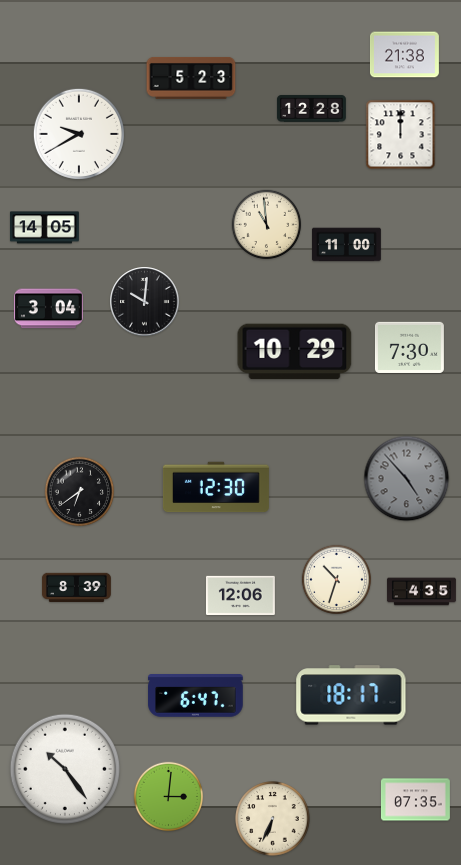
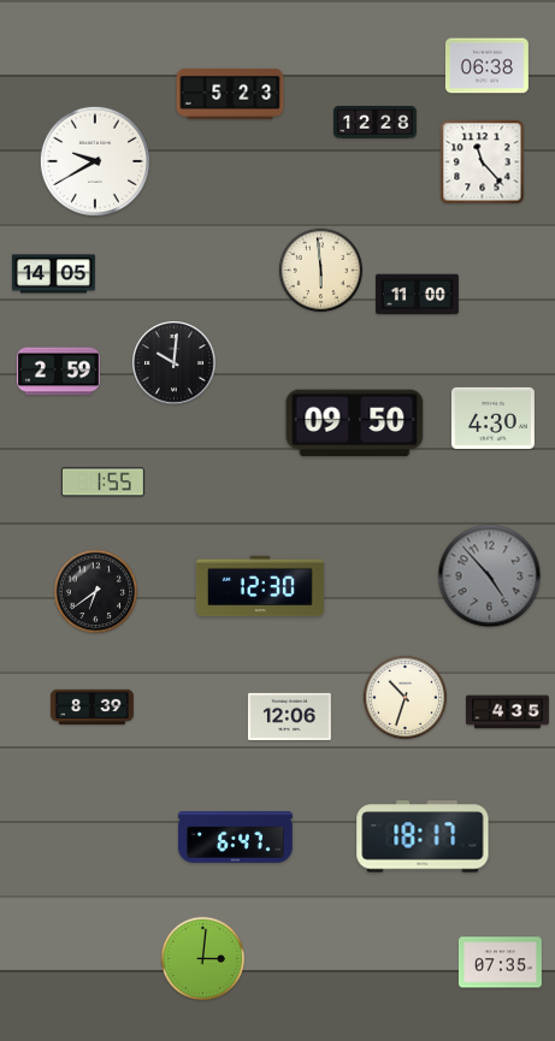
clock at (404, 55): 21:38 -> 06:38
clock at (311, 108) position: (311, 108) -> (374, 122)
clock at (401, 135): 12:00 -> 11:23
clock at (267, 225): 10:59 -> 5:59
clock at (48, 309): 3:04 -> 2:59
clock at (409, 347): 7:30 -> 4:30
clock at (295, 352): 10:29 -> 09:50
clock at (102, 483): none -> 1:55
clock at (65, 769): 10:24 -> none
clock at (273, 819): 6:34 -> none
